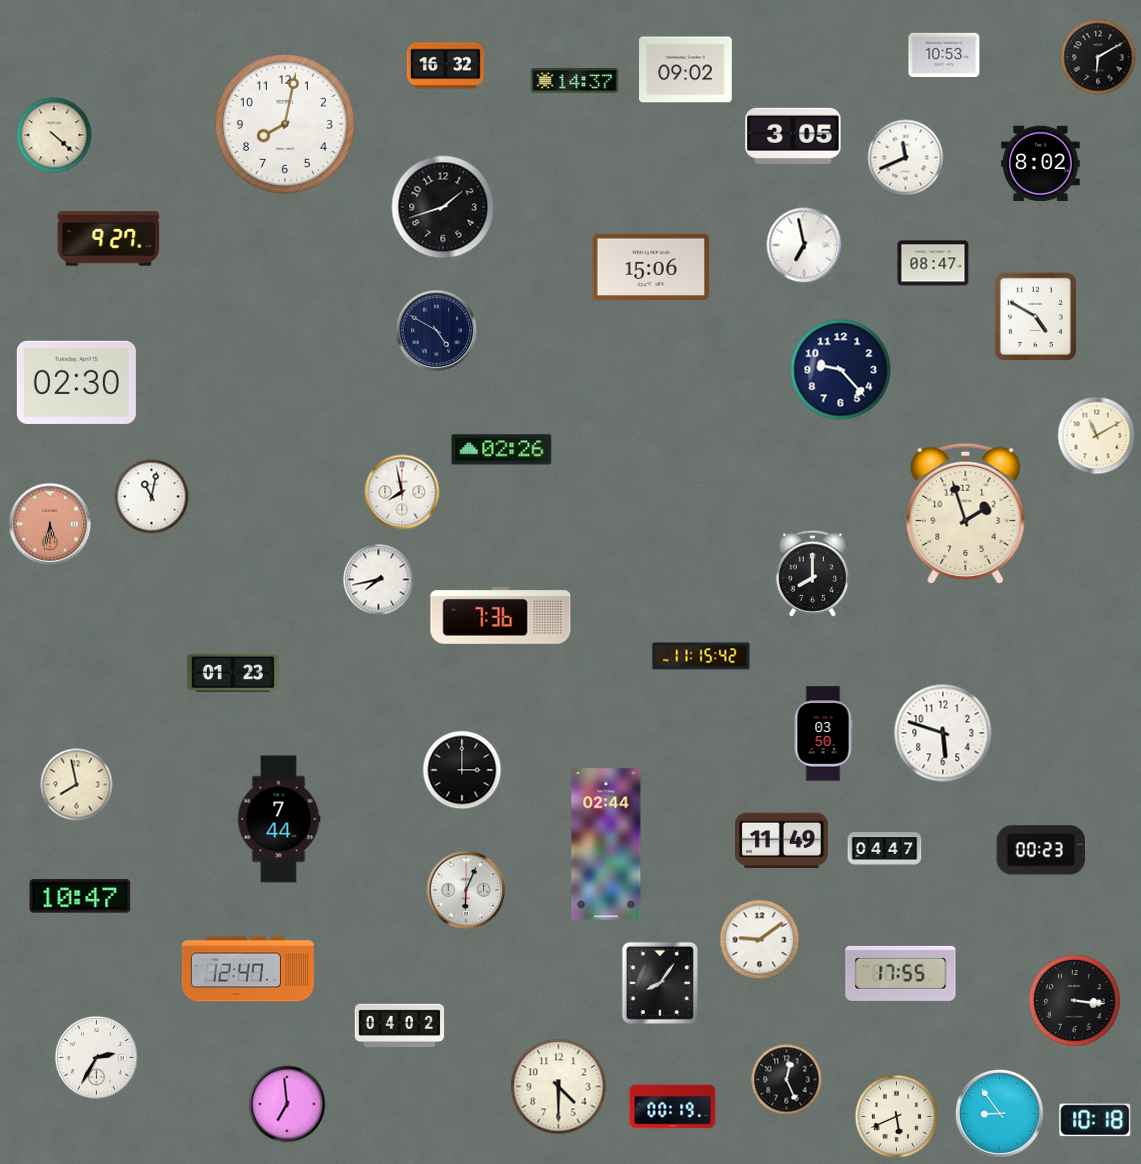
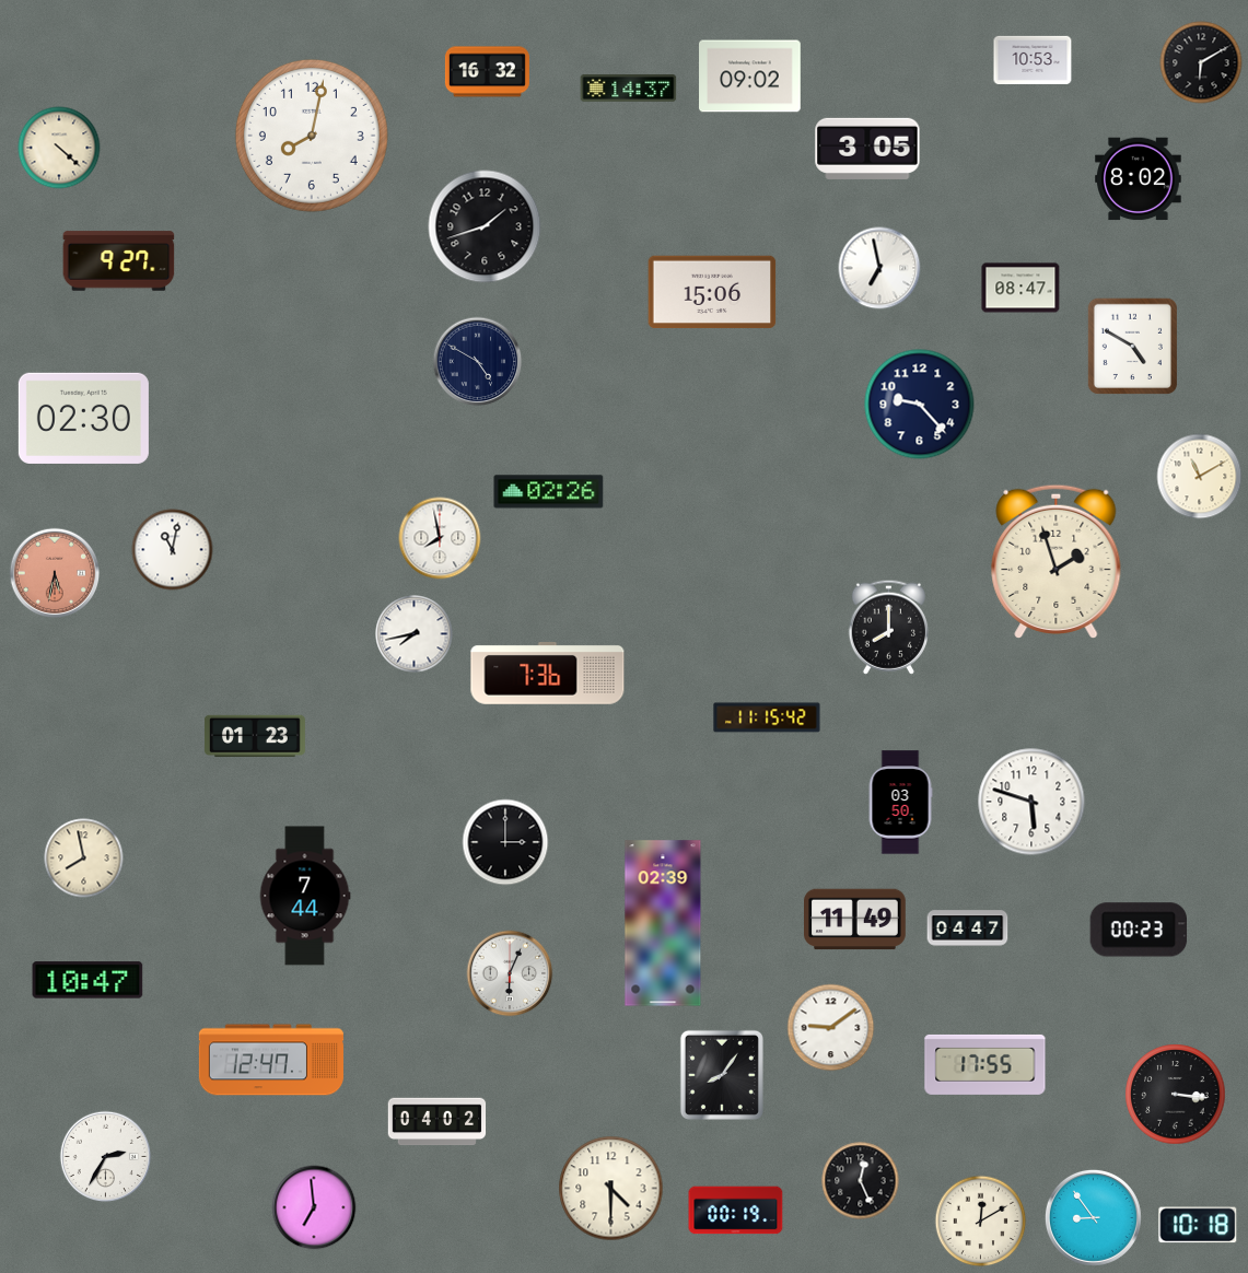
clock at (906, 158): 11:41 -> none
clock at (152, 497) position: (152, 497) -> (173, 550)
clock at (606, 844): 02:44 -> 02:39
clock at (897, 1117): 5:41 -> 12:10
